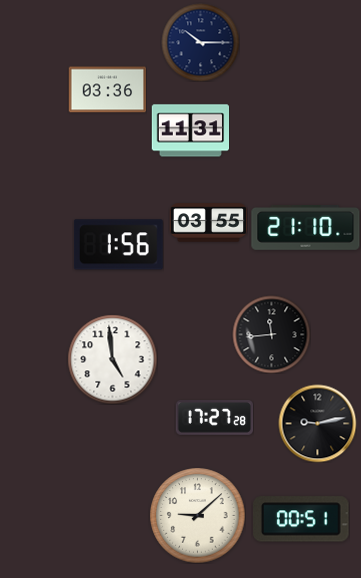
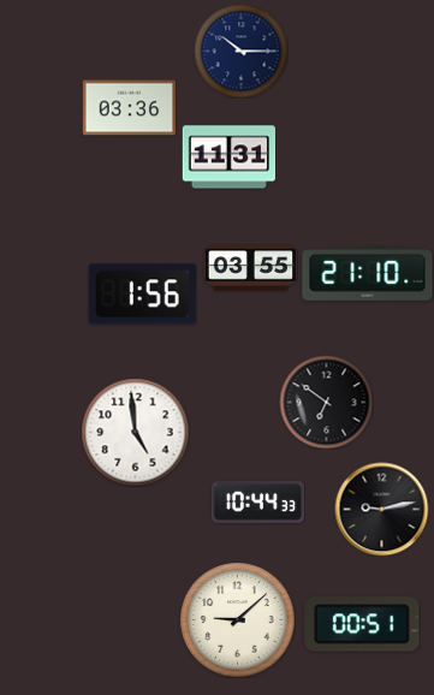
clock at (271, 334): 11:44 -> 6:51
clock at (214, 418): 17:27 -> 10:44
